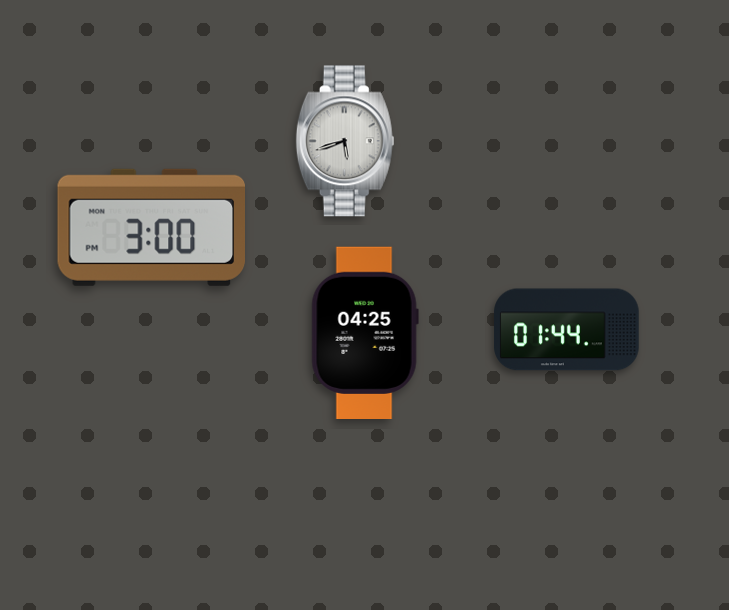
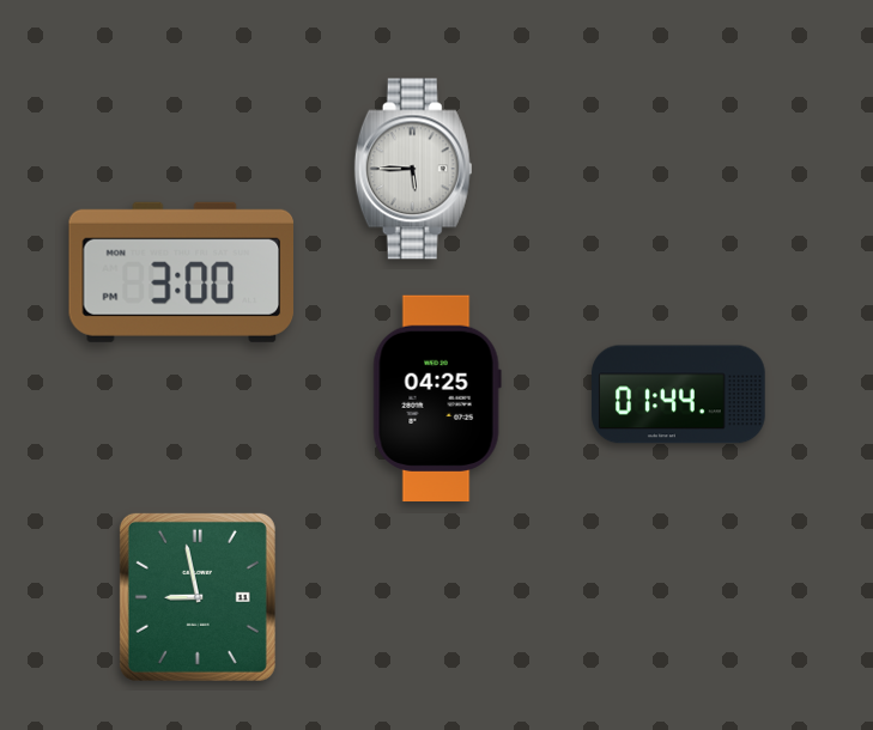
clock at (345, 141): 5:42 -> 5:45
clock at (198, 597): none -> 8:58
